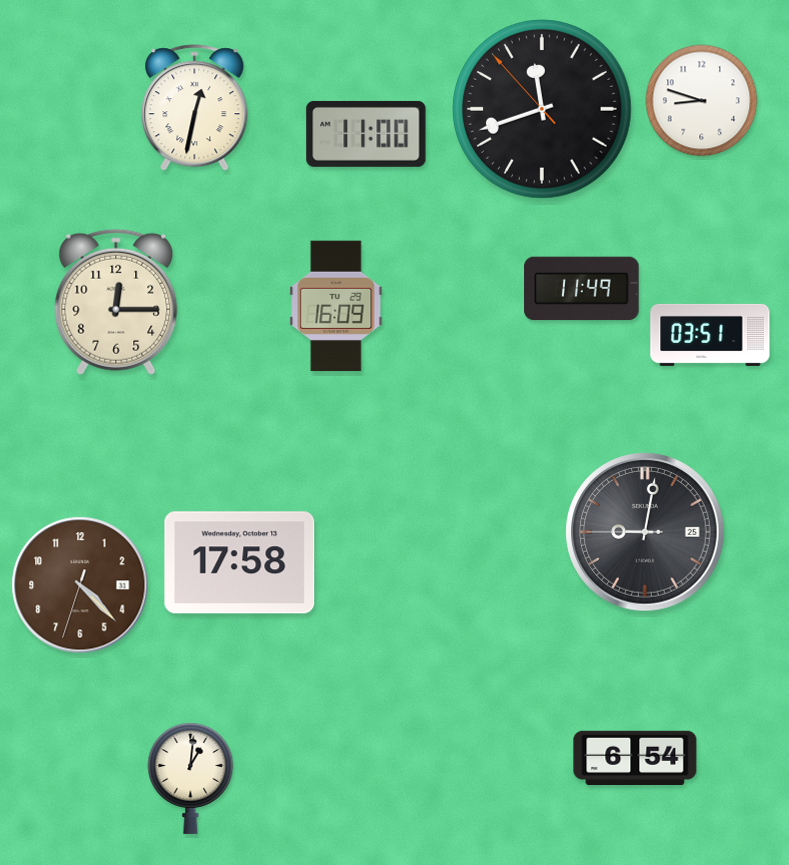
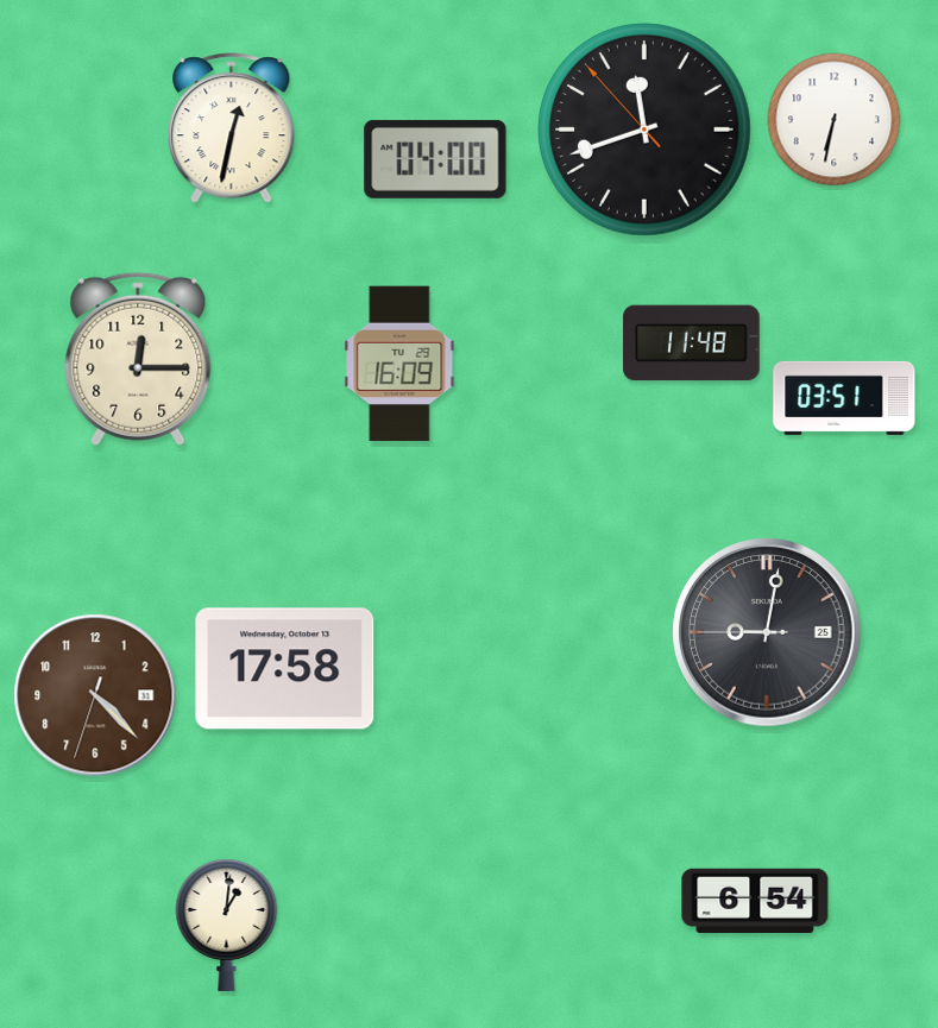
clock at (702, 101): 8:48 -> 6:32
clock at (366, 134): 11:00 -> 04:00
clock at (582, 289): 11:49 -> 11:48
